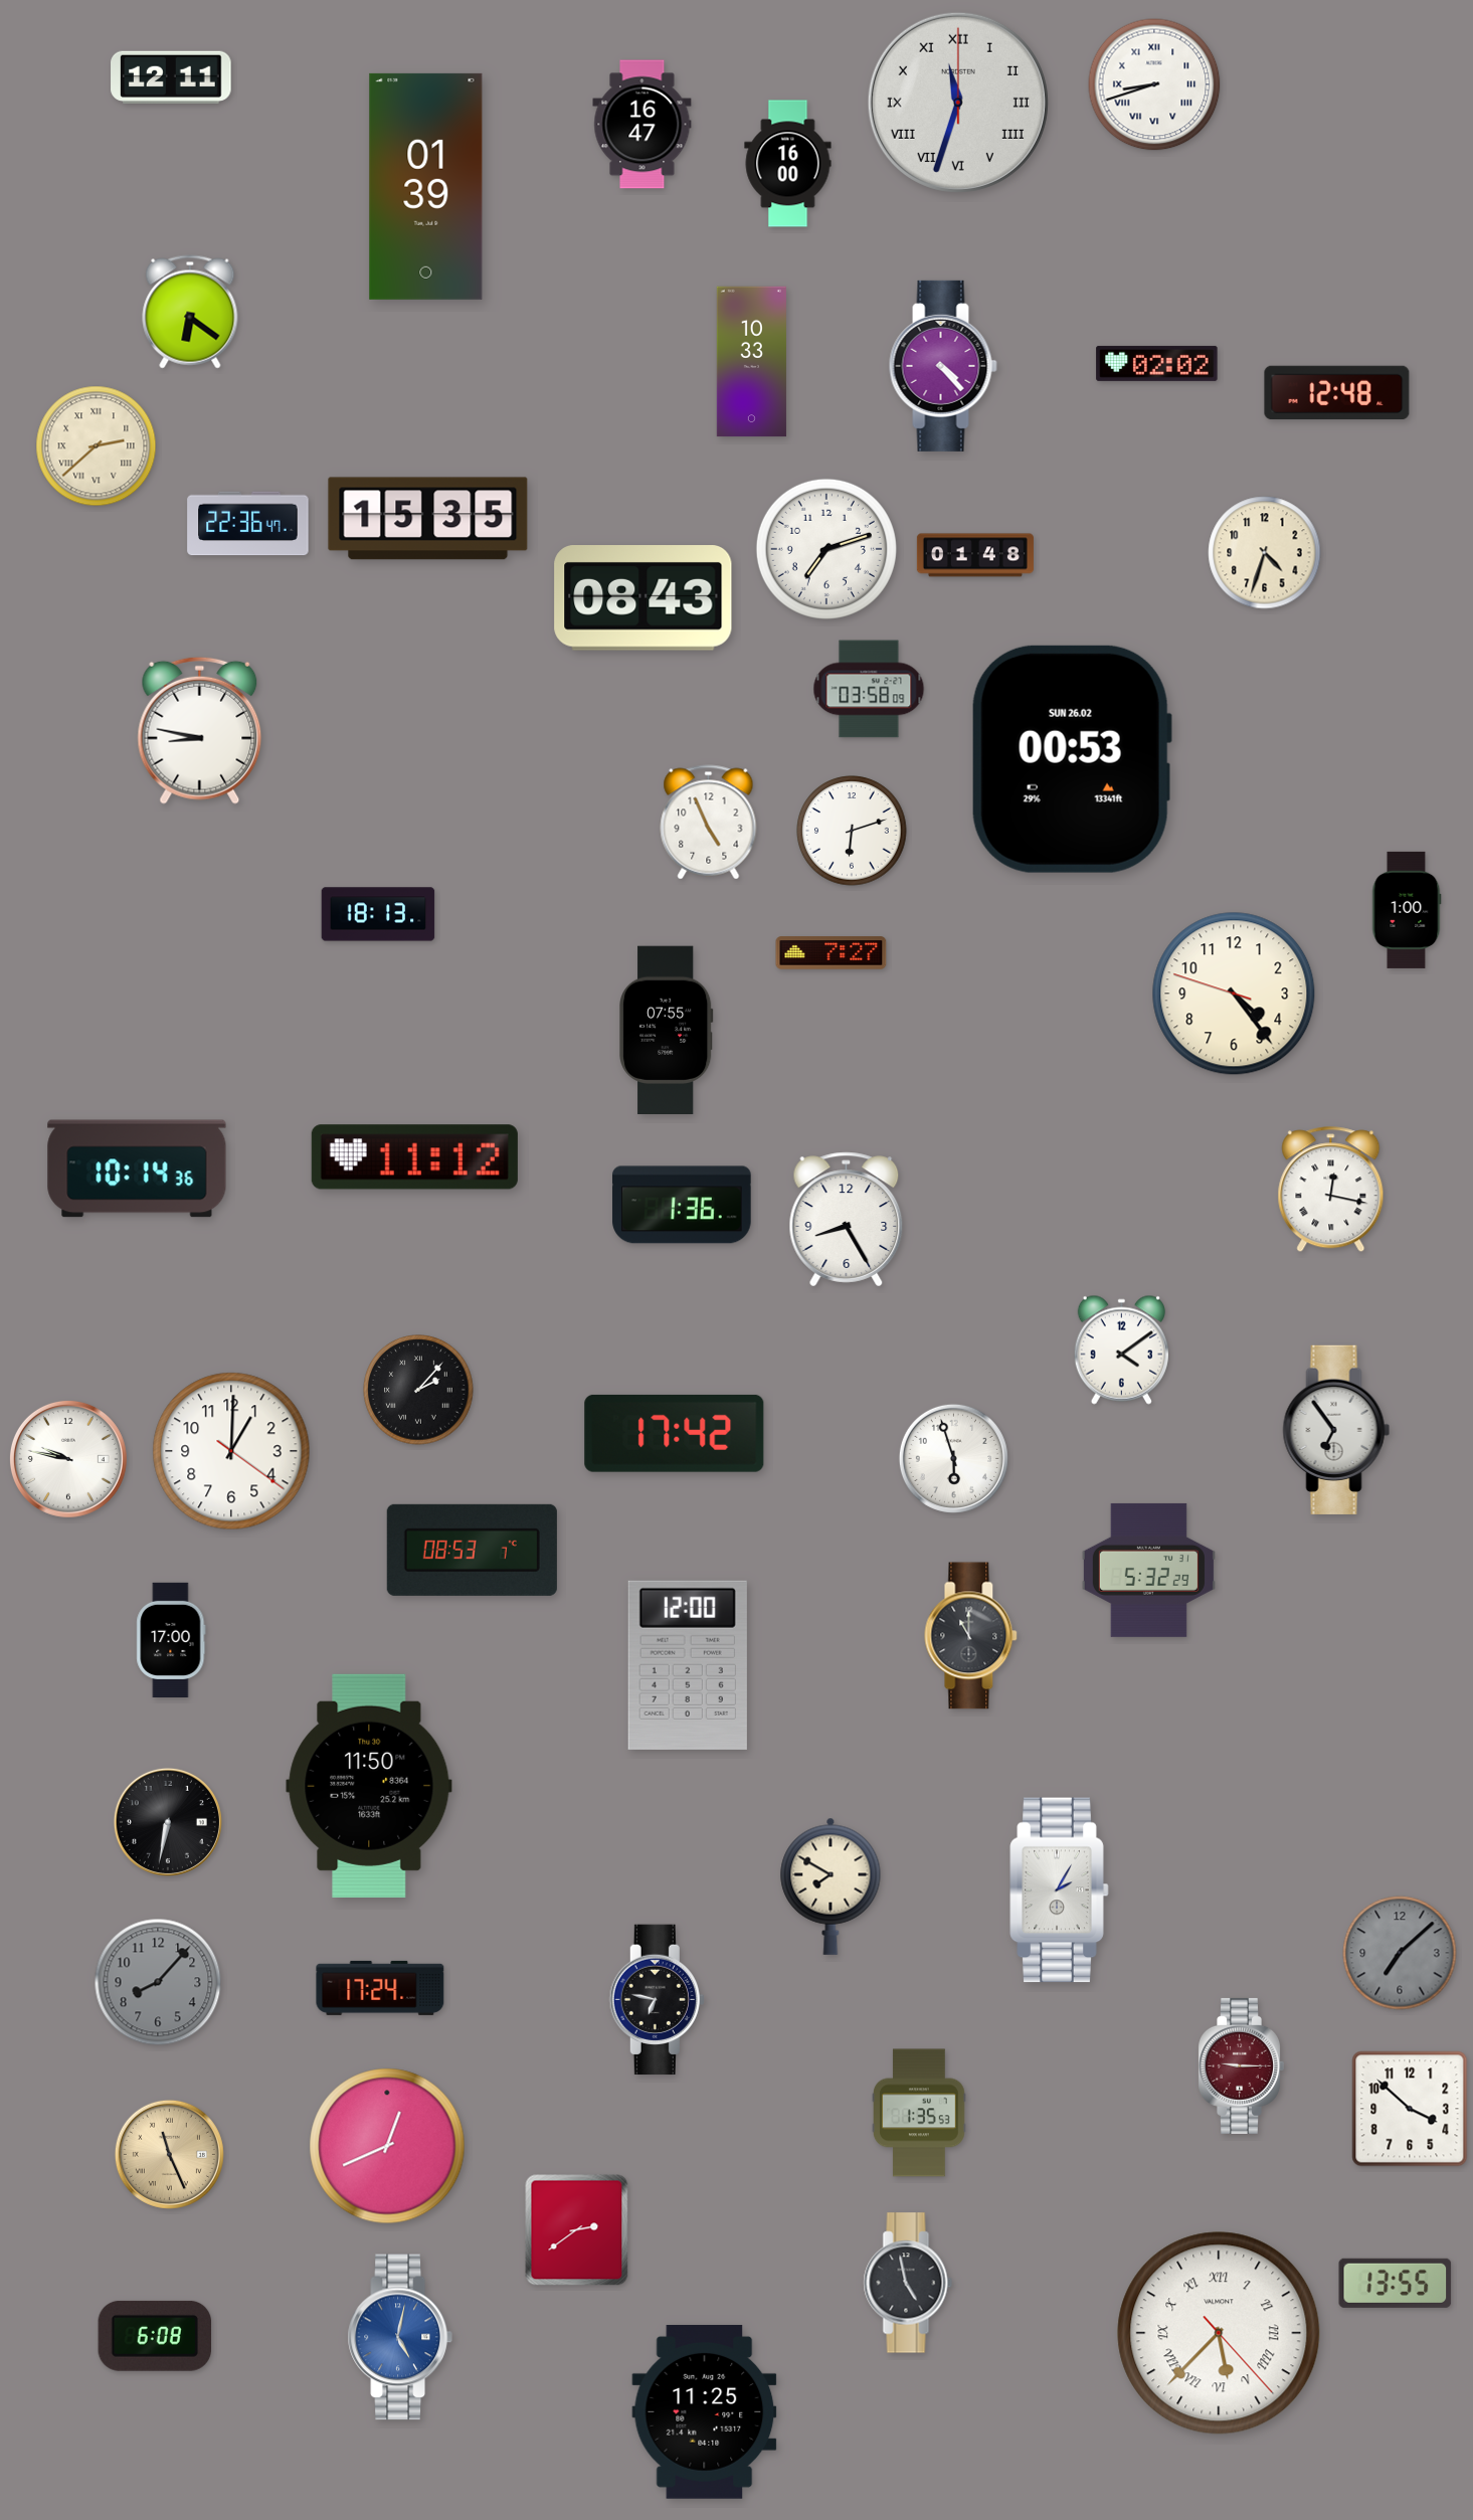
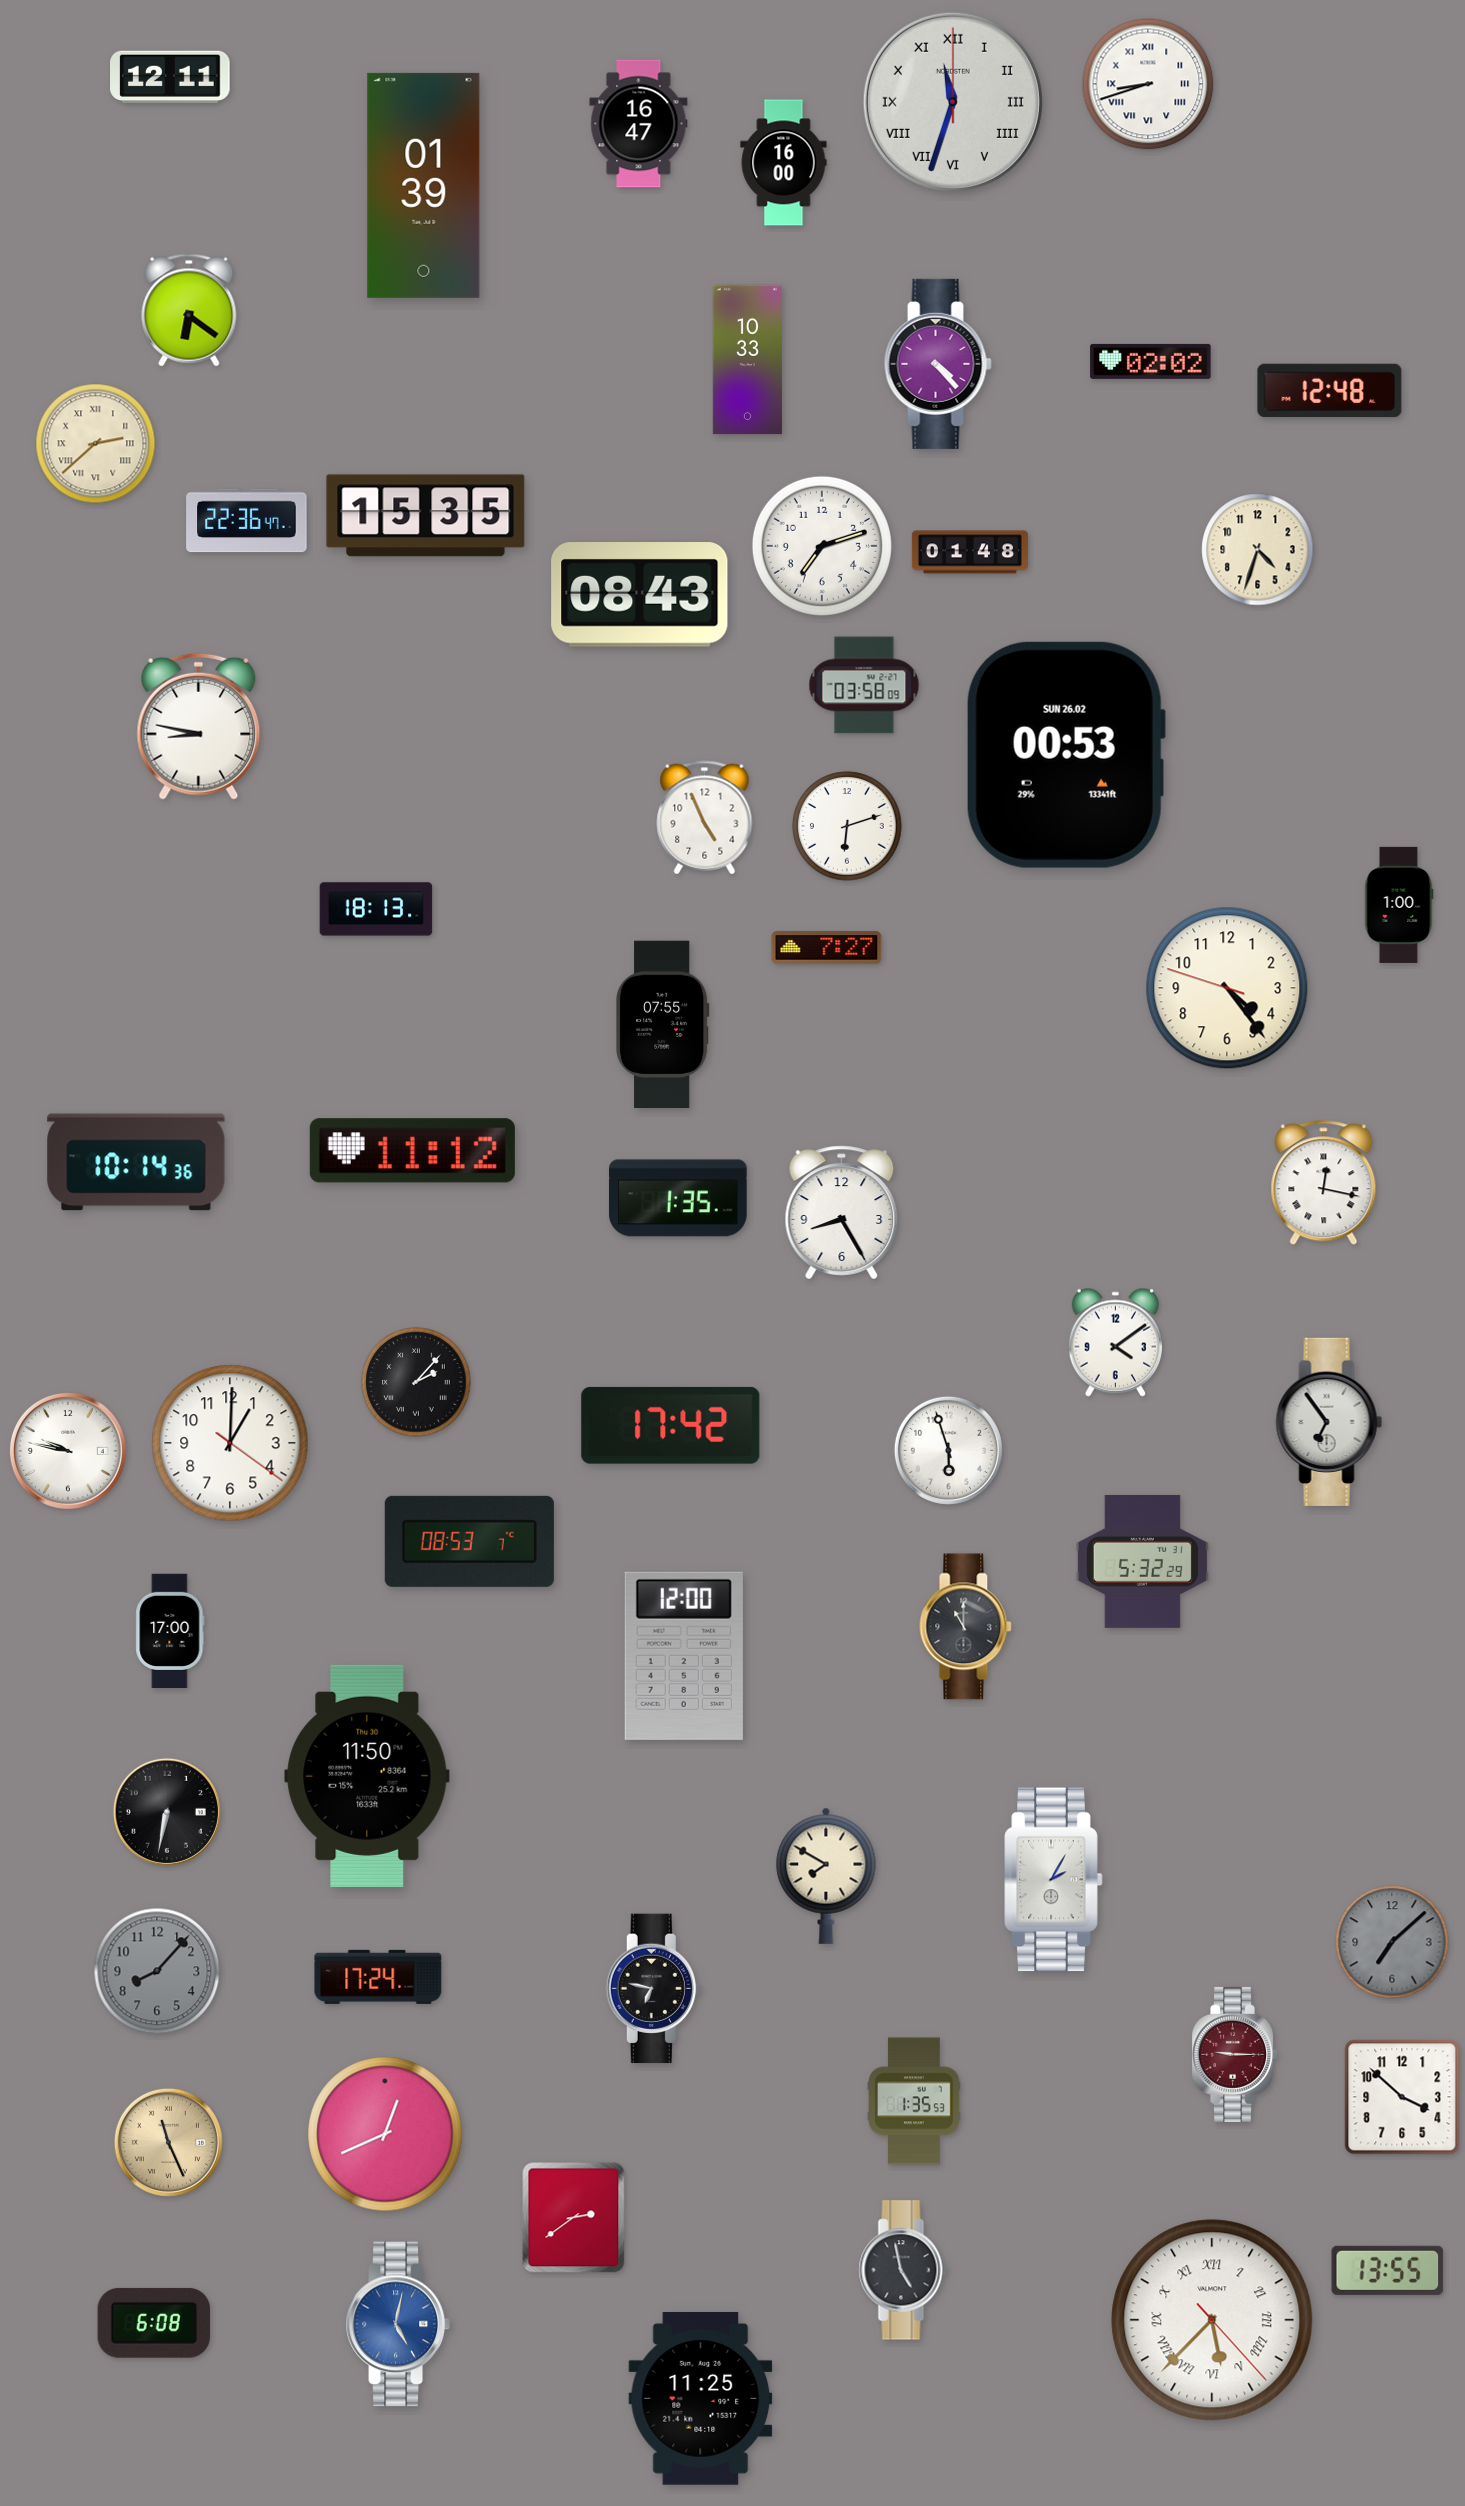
clock at (682, 1205): 1:36 -> 1:35
